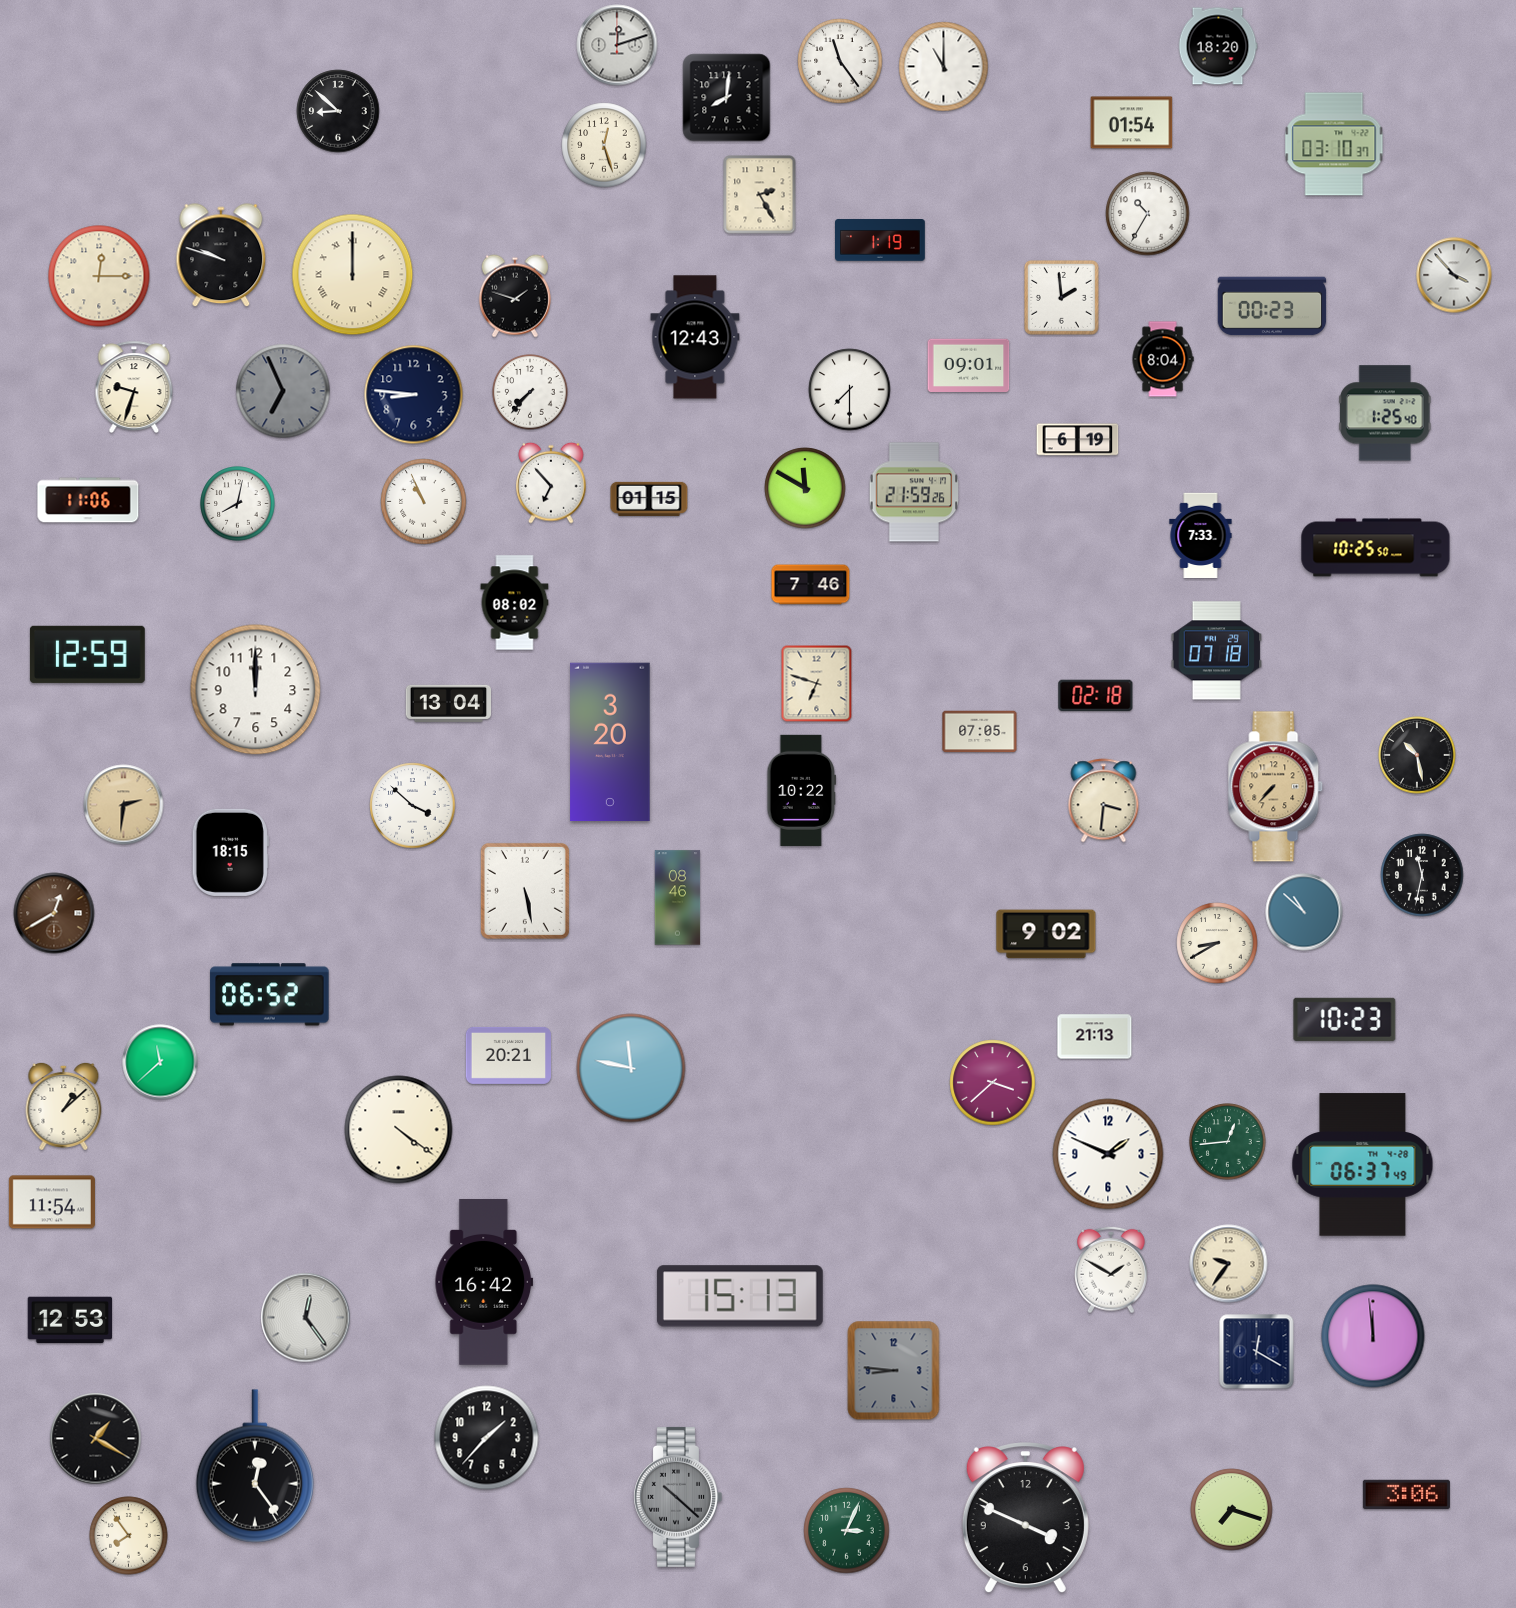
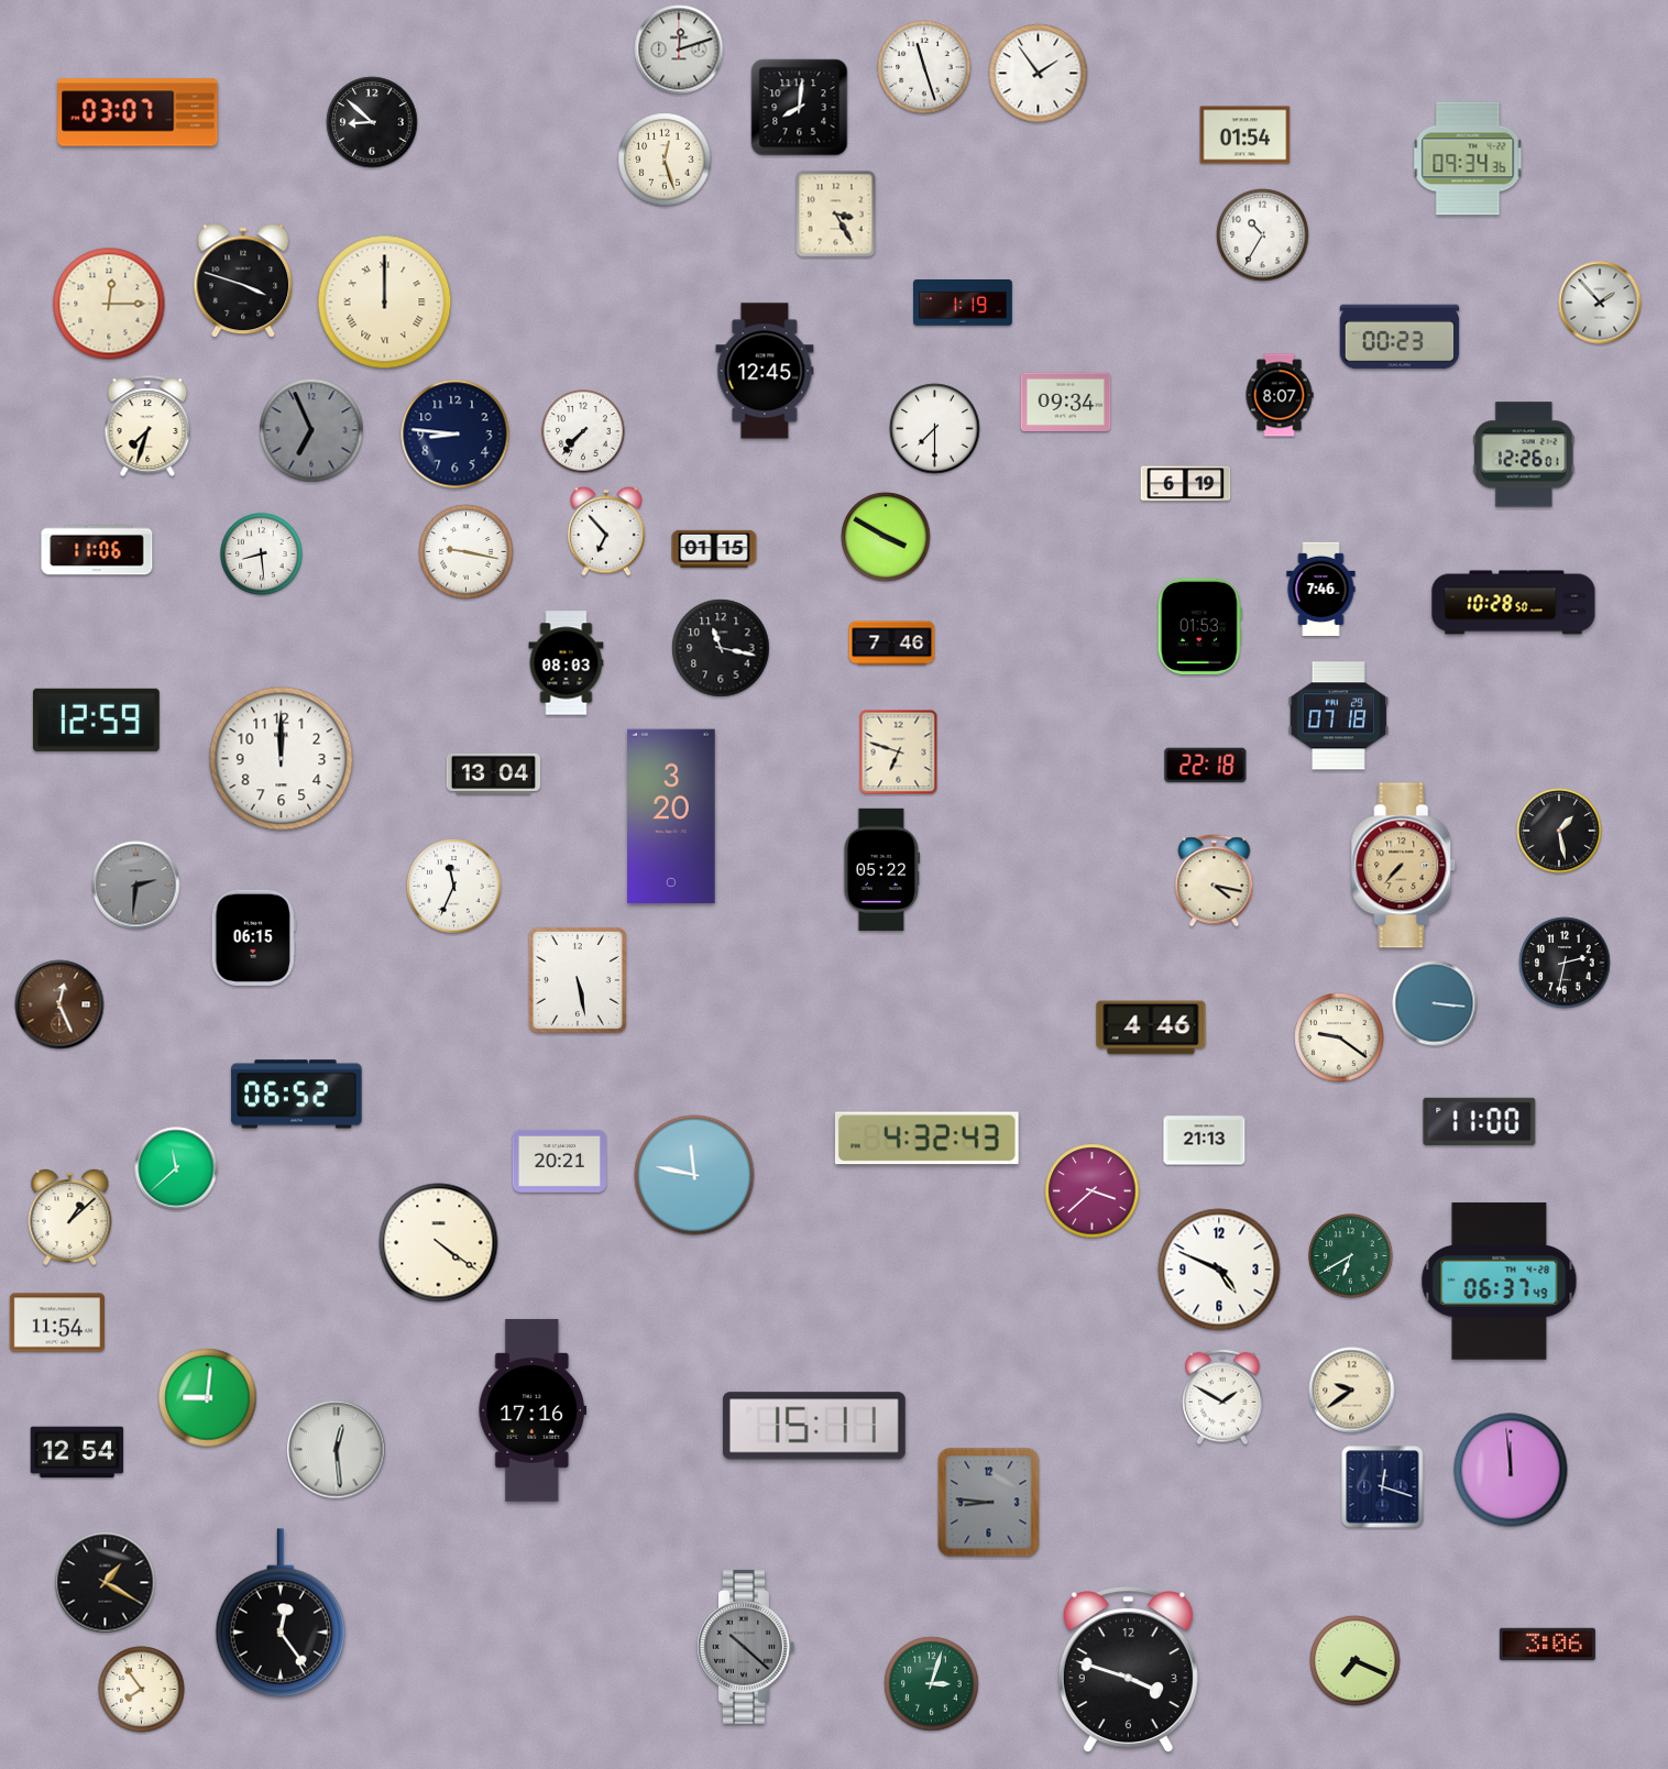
clock at (1218, 46): 18:20 -> none
clock at (840, 61): 11:24 -> 11:27
clock at (944, 67): 11:00 -> 1:54
clock at (138, 112): none -> 03:07
clock at (1334, 144): 03:10 -> 09:34
clock at (760, 195): 2:25 -> 3:25
clock at (881, 241) position: (881, 241) -> (964, 304)
clock at (221, 256): 9:48 -> 3:48
clock at (353, 275) position: (353, 275) -> (385, 303)
clock at (1454, 275): 3:53 -> 1:53
clock at (515, 296): 1:48 -> none
clock at (1062, 298): 1:59 -> none
clock at (695, 337): 12:43 -> 12:45
clock at (1163, 359): 8:04 -> 8:07
clock at (969, 366): 09:01 -> 09:34
clock at (134, 386): 9:33 -> 7:33
clock at (1385, 413): 1:25 -> 12:26
clock at (805, 488): 11:50 -> 3:50
clock at (914, 492): 21:59 -> none
clock at (424, 502): 10:56 -> 9:17
clock at (238, 504): 8:02 -> 8:29
clock at (1201, 536): 7:33 -> 7:46
clock at (1376, 548): 10:25 -> 10:28
clock at (1199, 626): none -> 01:53
clock at (721, 648): none -> 11:17
clock at (515, 603): 08:02 -> 08:03
clock at (1096, 695): 02:18 -> 22:18
clock at (980, 732): 07:05 -> none
clock at (1417, 755): 10:28 -> 1:28
clock at (802, 790): 10:22 -> 05:22
clock at (1104, 801): 3:31 -> 4:17
clock at (124, 805) dial: champagne -> grey
clock at (413, 806): 3:52 -> 11:34
clock at (230, 852): 18:15 -> 06:15
clock at (1422, 875): 11:32 -> 2:32
clock at (678, 898): 08:46 -> none
clock at (1304, 912): 10:52 -> 3:16
clock at (54, 913): 12:40 -> 12:26
clock at (1046, 934): 9:02 -> 4:46
clock at (1217, 943): 8:40 -> 9:21
clock at (1345, 1019): 10:23 -> 11:00
clock at (926, 1139): none -> 4:32
clock at (1228, 1142): 12:44 -> 6:40
clock at (1108, 1154): 1:49 -> 4:49
clock at (1229, 1264): 9:36 -> 9:39
clock at (208, 1398): none -> 9:01
clock at (484, 1283): 16:42 -> 17:16
clock at (740, 1296): 15:13 -> 15:11
clock at (306, 1318): 12:24 -> 12:29
clock at (70, 1320): 12:53 -> 12:54
clock at (1257, 1352): 12:20 -> 12:18
clock at (894, 1371) position: (894, 1371) -> (989, 1503)
clock at (487, 1438): 1:37 -> none
clock at (1232, 1510): 7:18 -> 7:19
clock at (1025, 1518): 3:49 -> 3:48
clock at (847, 1531): 3:04 -> 3:03
